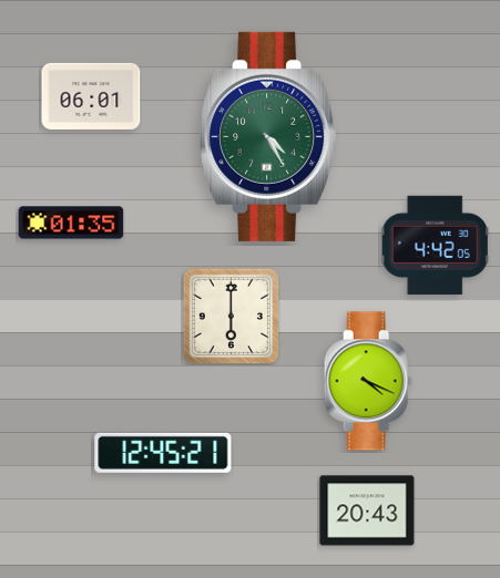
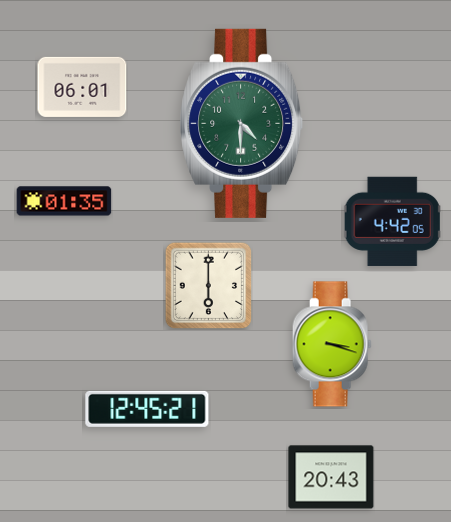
clock at (268, 136): 4:25 -> 4:30
clock at (368, 381): 4:19 -> 3:18
clock at (367, 510) position: (367, 510) -> (331, 477)
